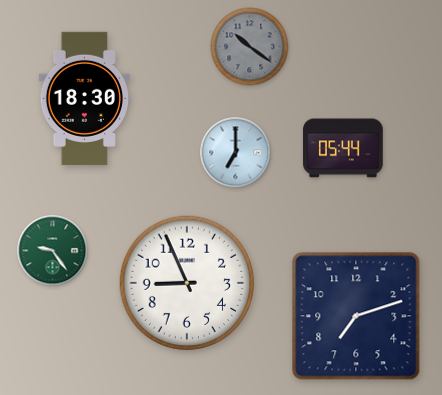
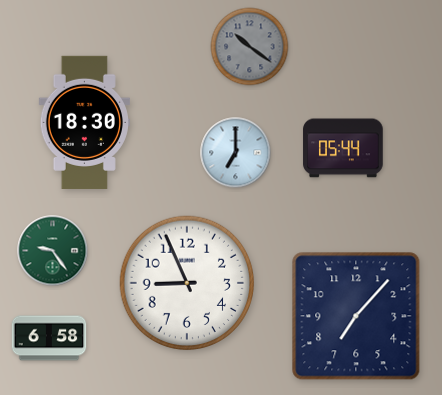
clock at (84, 98) position: (84, 98) -> (84, 122)
clock at (356, 316): 7:12 -> 7:07
clock at (49, 338): none -> 6:58
